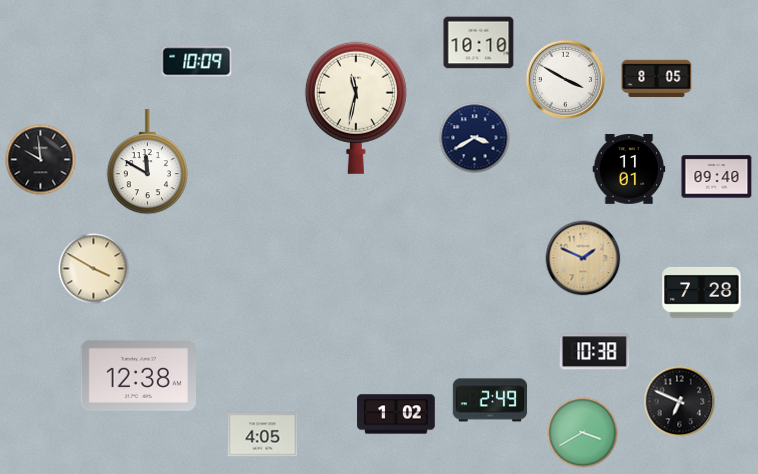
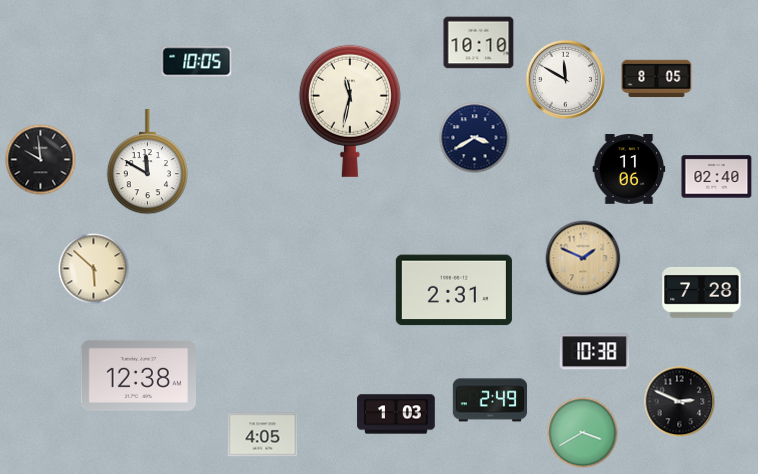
clock at (197, 62): 10:09 -> 10:05
clock at (566, 80): 3:50 -> 11:50
clock at (356, 108) position: (356, 108) -> (350, 111)
clock at (629, 169): 11:01 -> 11:06
clock at (717, 177): 09:40 -> 02:40
clock at (94, 269): 3:50 -> 5:52
clock at (454, 290): none -> 2:31
clock at (680, 402): 6:49 -> 2:49
clock at (396, 414): 1:02 -> 1:03
